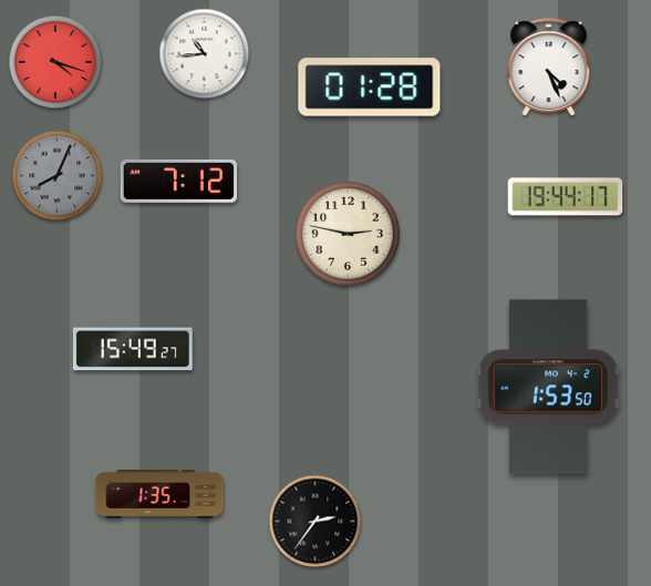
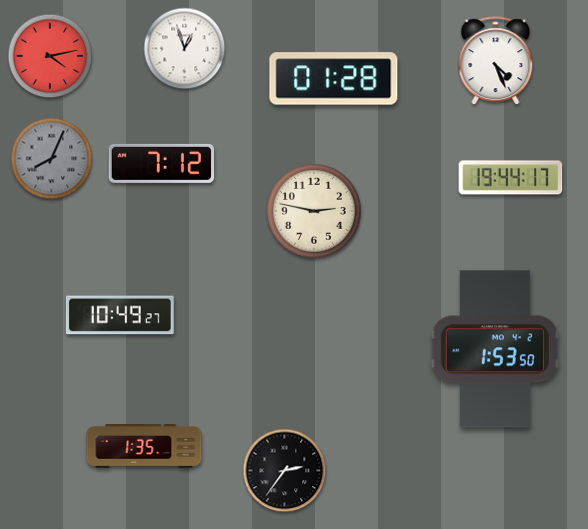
clock at (205, 54): 10:44 -> 12:57
clock at (55, 62): 4:18 -> 4:13
clock at (133, 349): 15:49 -> 10:49
